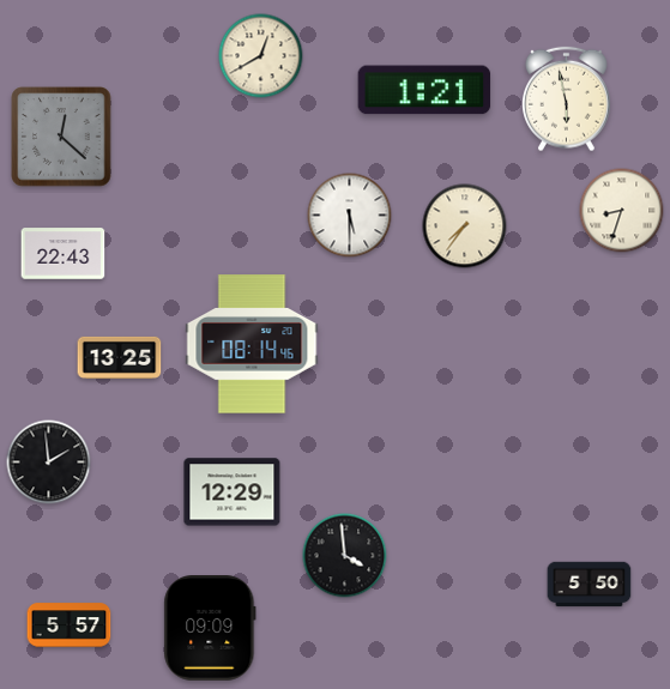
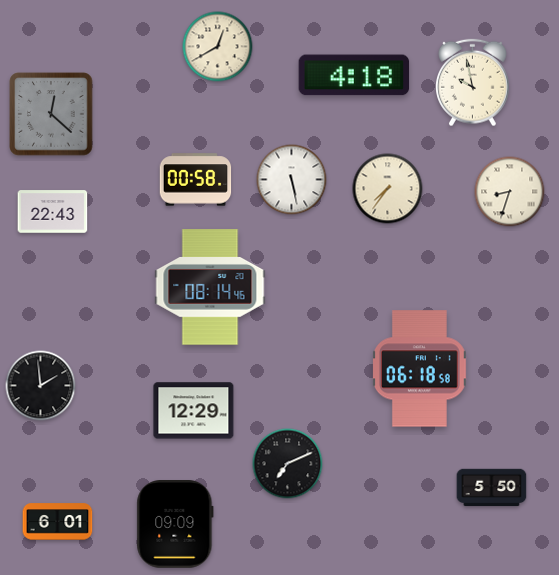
clock at (424, 90): 1:21 -> 4:18
clock at (567, 99): 5:58 -> 9:58
clock at (622, 211) position: (622, 211) -> (510, 192)
clock at (196, 180): none -> 00:58
clock at (350, 216): 5:30 -> 5:28
clock at (120, 357): 13:25 -> none
clock at (420, 369): none -> 06:18
clock at (345, 556): 3:59 -> 7:11
clock at (70, 625): 5:57 -> 6:01
